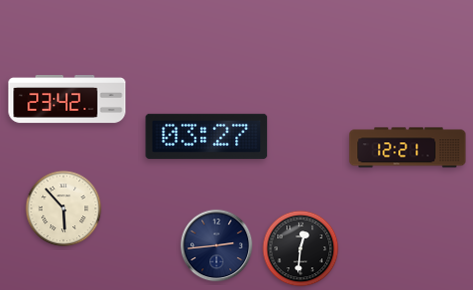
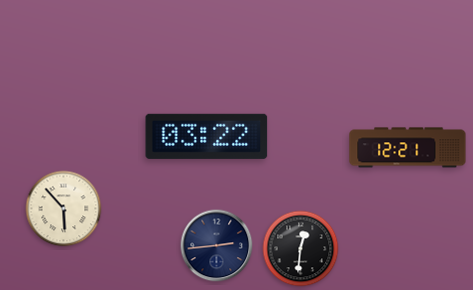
clock at (67, 99): 23:42 -> none
clock at (207, 136): 03:27 -> 03:22
